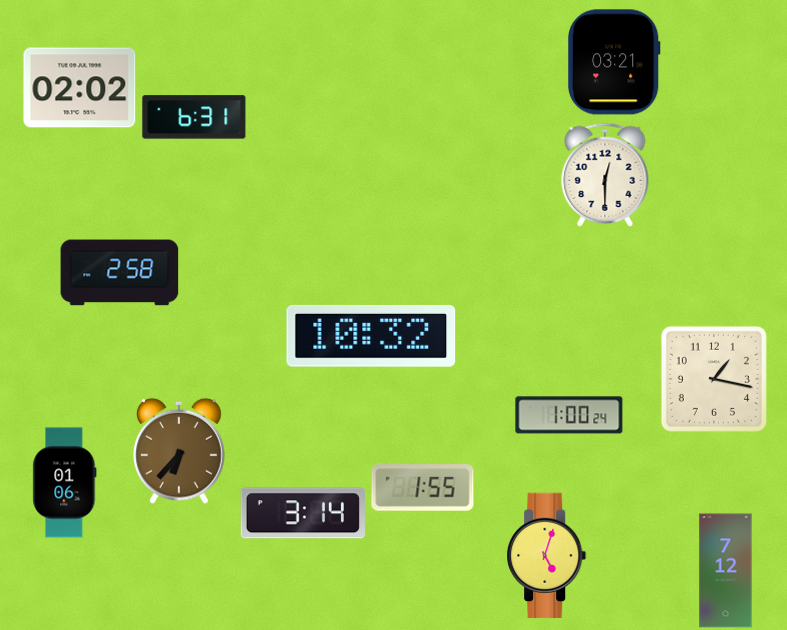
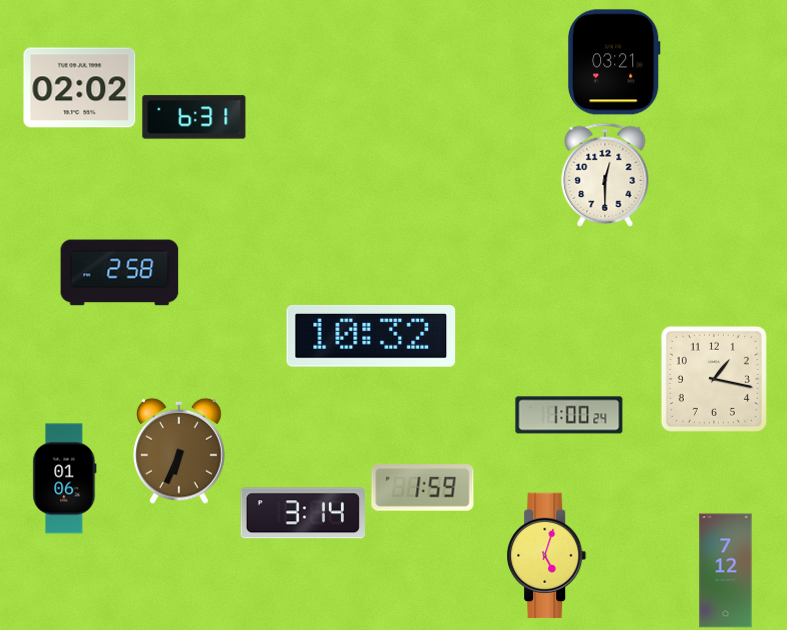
clock at (180, 451): 6:37 -> 6:34
clock at (65, 483) position: (65, 483) -> (65, 479)
clock at (423, 488): 1:55 -> 1:59
